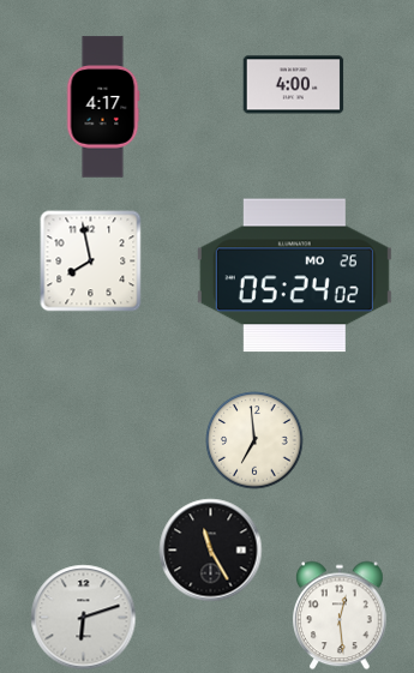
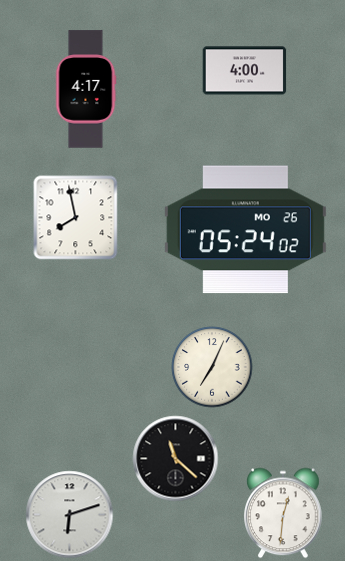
clock at (254, 440): 6:59 -> 7:04
clock at (211, 551): 11:25 -> 11:22
clock at (341, 615): 12:29 -> 12:31
